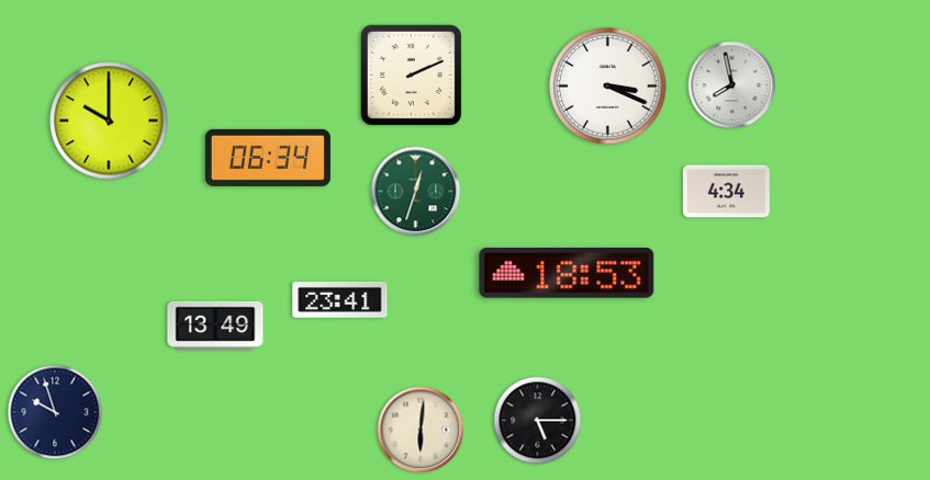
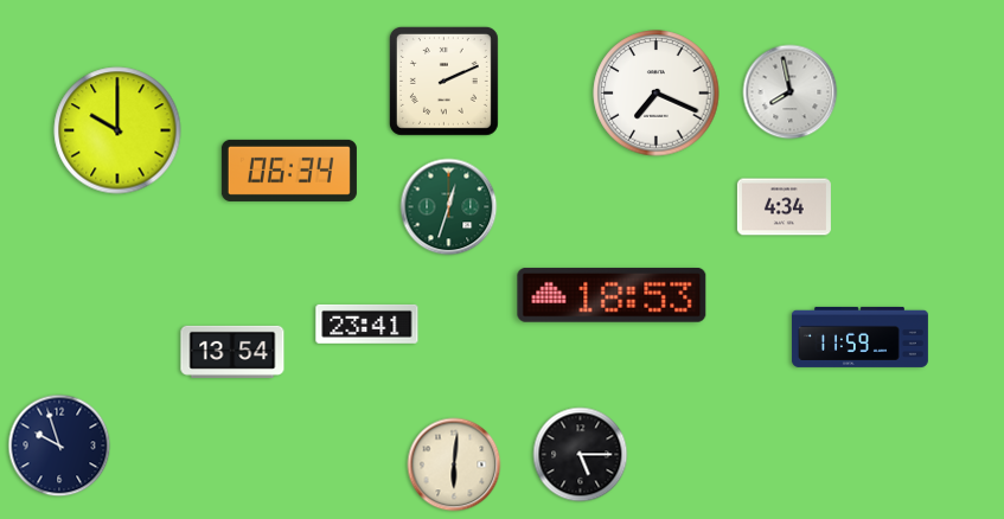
clock at (608, 87): 3:19 -> 7:19
clock at (859, 337): none -> 11:59
clock at (215, 325): 13:49 -> 13:54
